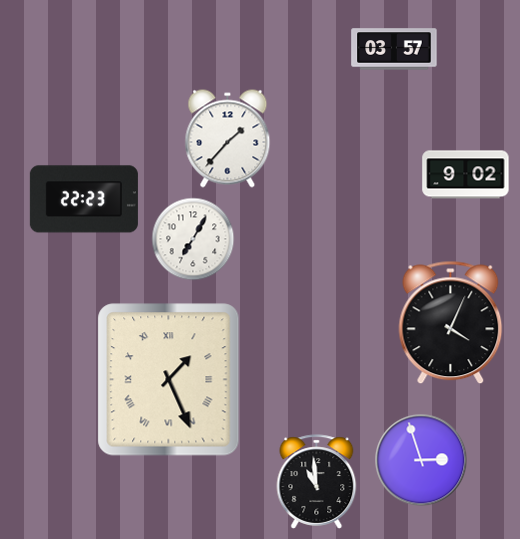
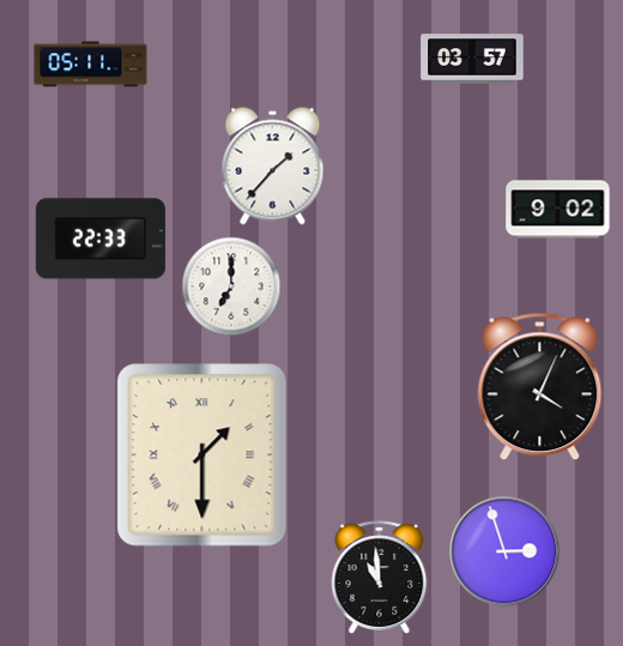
clock at (91, 65): none -> 05:11
clock at (84, 199): 22:23 -> 22:33
clock at (193, 239): 7:05 -> 7:00
clock at (169, 380): 1:26 -> 1:30
